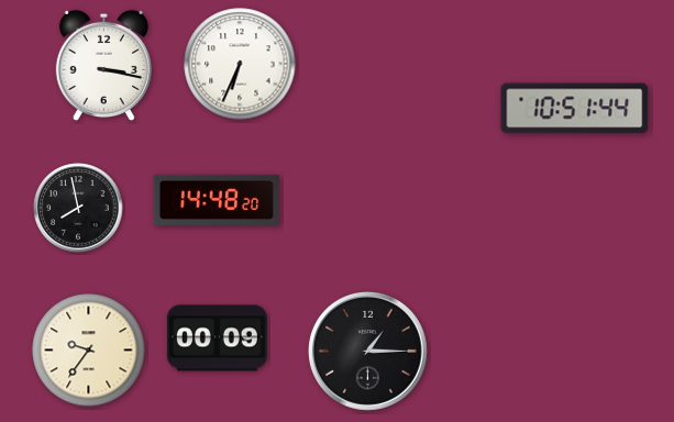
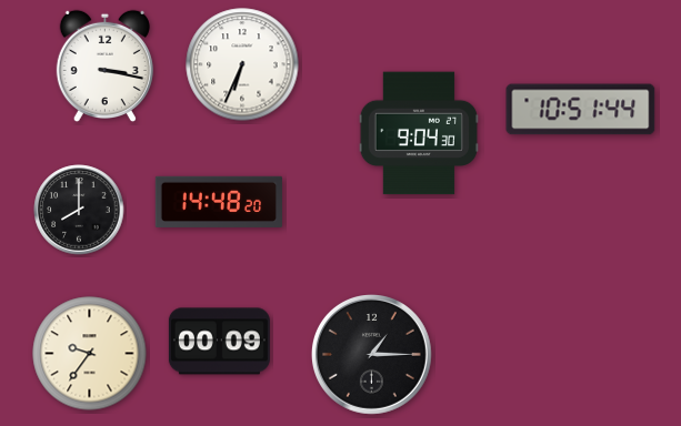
clock at (419, 133): none -> 9:04
clock at (78, 208): 7:58 -> 8:00
